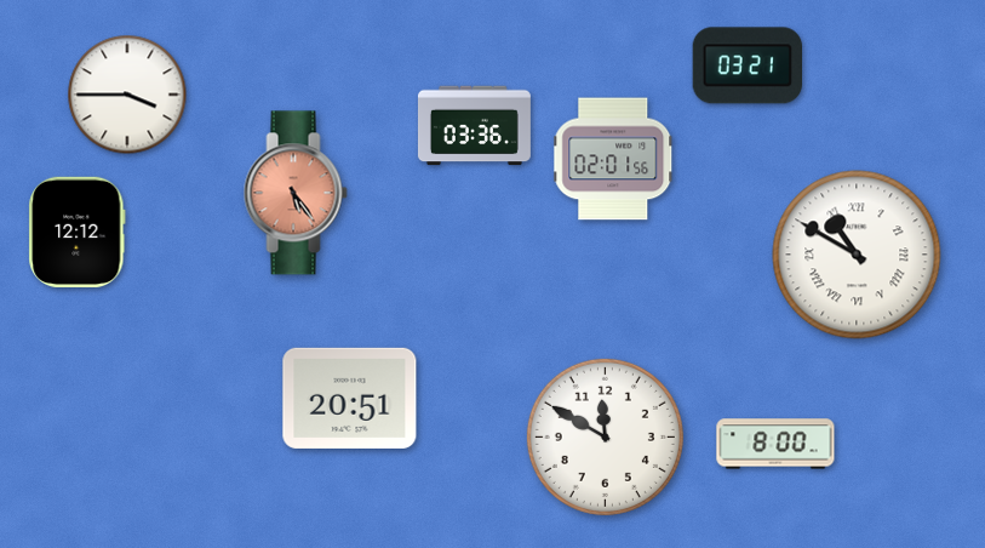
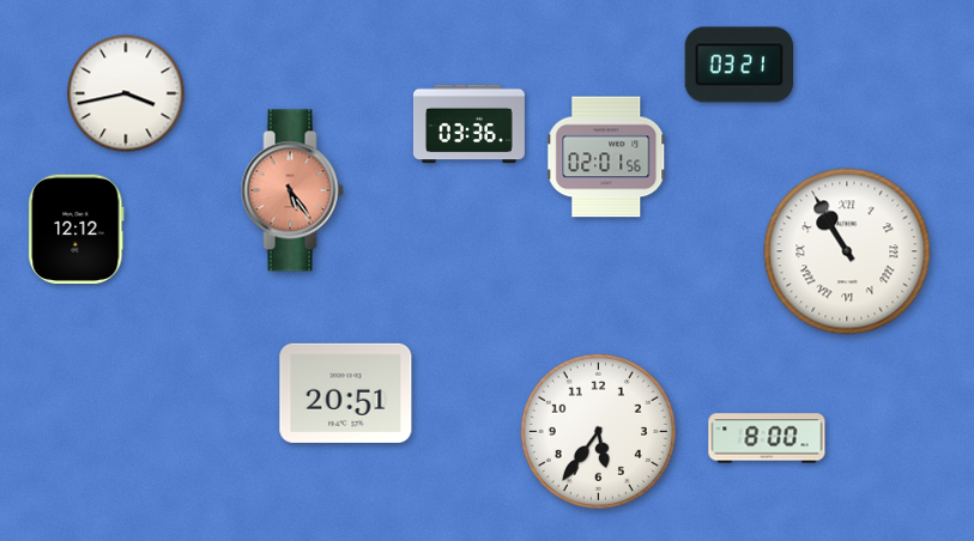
clock at (127, 95): 3:45 -> 3:43
clock at (857, 255): 10:50 -> 10:55
clock at (605, 436): 11:50 -> 5:36
